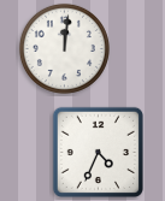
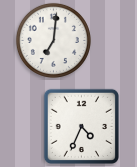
clock at (64, 48): 12:01 -> 7:01
